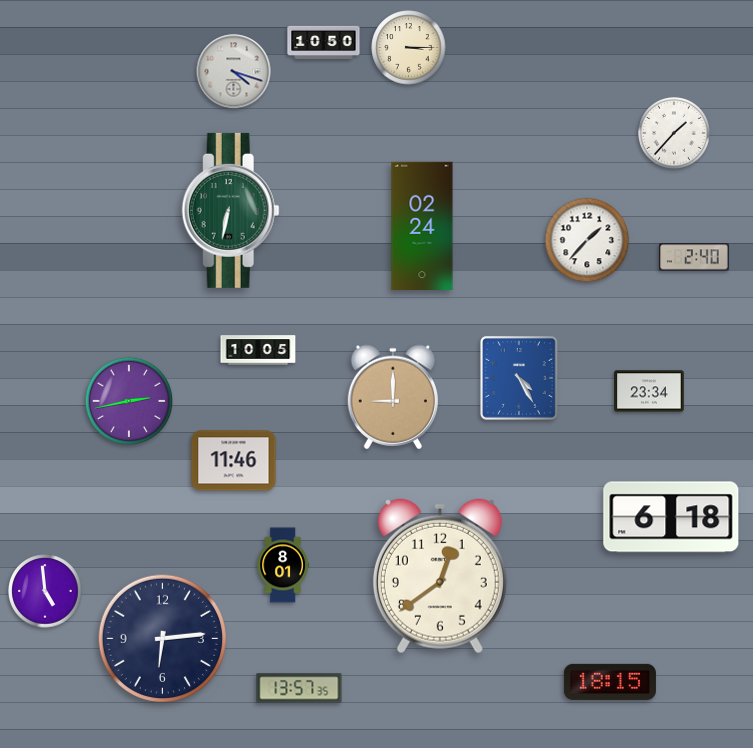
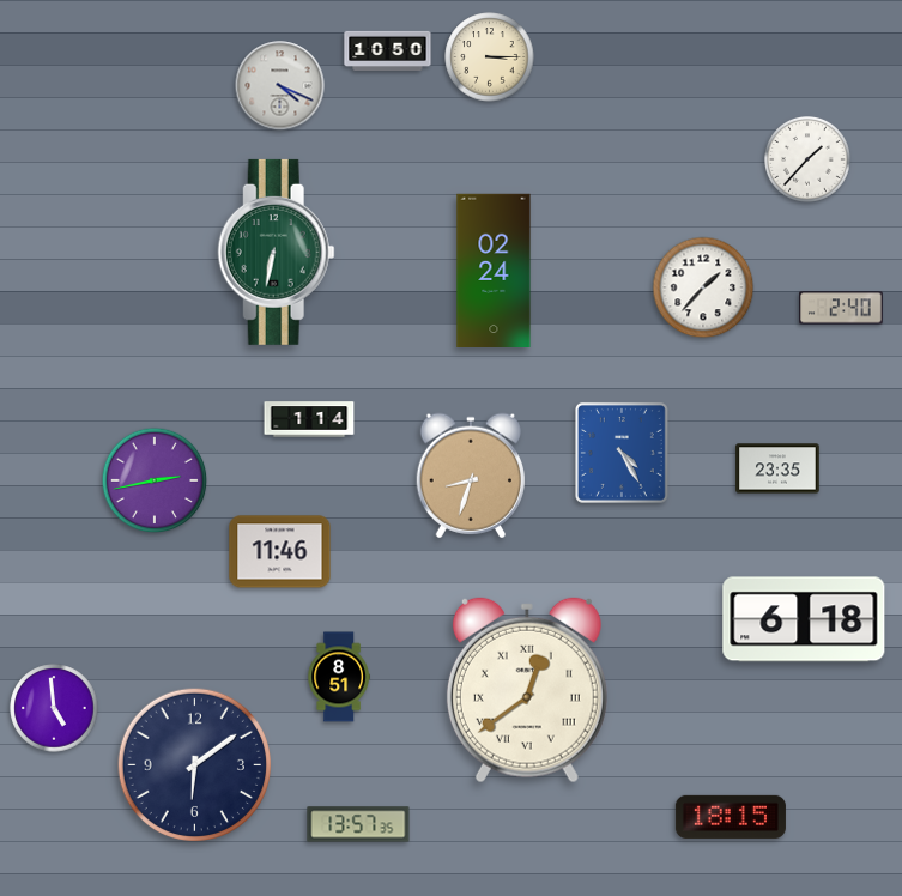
clock at (234, 72): 4:18 -> 4:19
clock at (422, 225) position: (422, 225) -> (494, 270)
clock at (694, 257) position: (694, 257) -> (841, 308)
clock at (258, 350): 10:05 -> 1:14
clock at (649, 391): 23:34 -> 23:35
clock at (393, 397): 9:00 -> 8:33
clock at (283, 565): 8:01 -> 8:51
clock at (440, 576) numerals: Arabic -> Roman
clock at (162, 638): 6:14 -> 6:09
